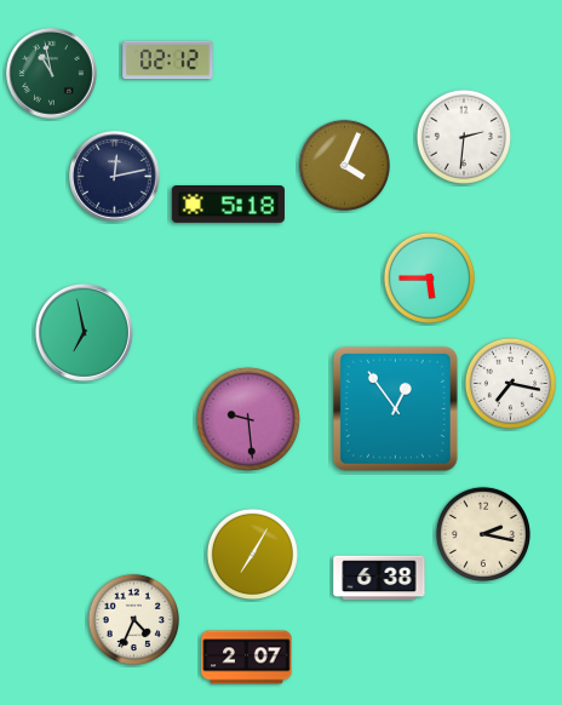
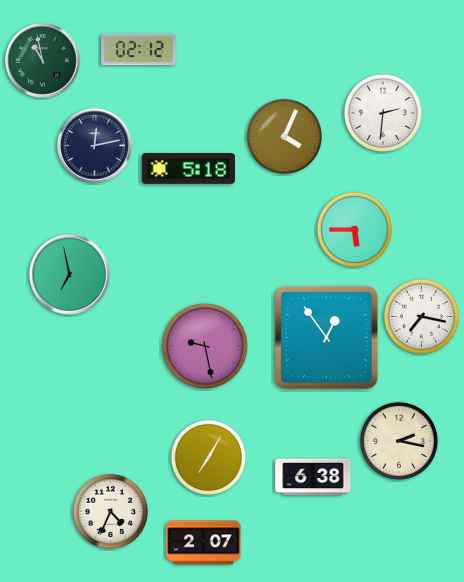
clock at (248, 419): 9:29 -> 9:28
